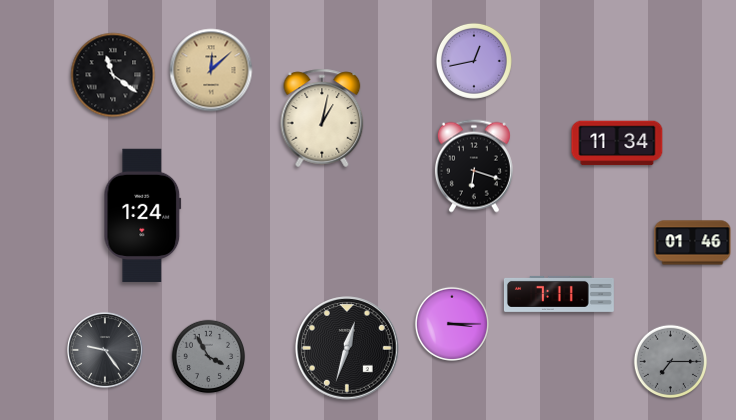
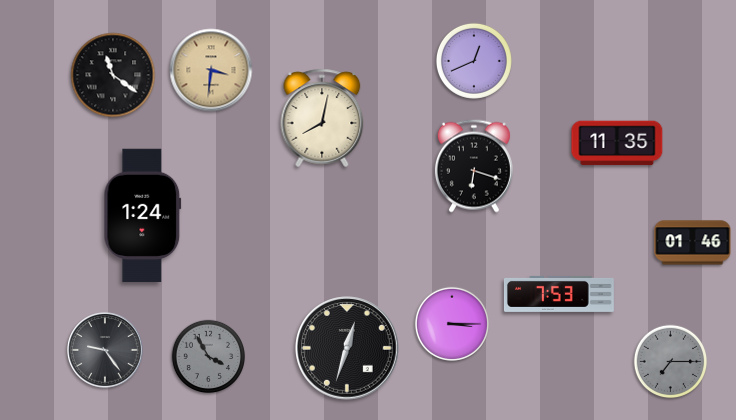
clock at (474, 61): 12:43 -> 12:41
clock at (211, 70): 12:08 -> 3:31
clock at (322, 118): 1:02 -> 8:02
clock at (617, 143): 11:34 -> 11:35
clock at (559, 294): 7:11 -> 7:53
